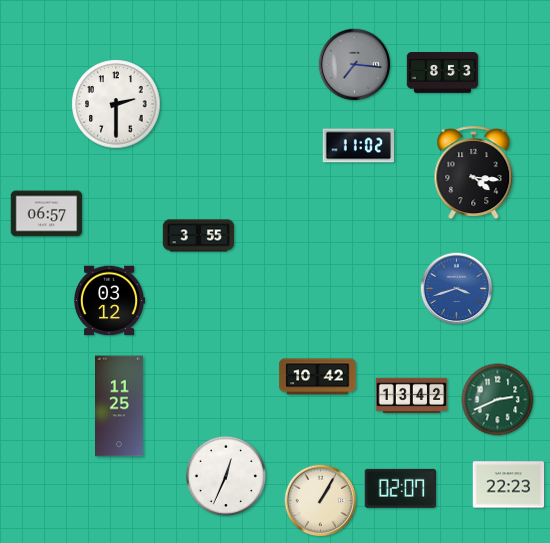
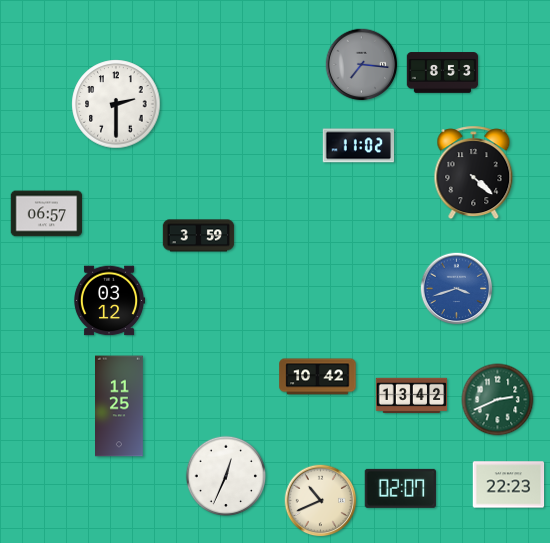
clock at (355, 65) position: (355, 65) -> (362, 65)
clock at (474, 173): 4:16 -> 4:22
clock at (199, 236): 3:55 -> 3:59
clock at (321, 501): 1:05 -> 10:41
